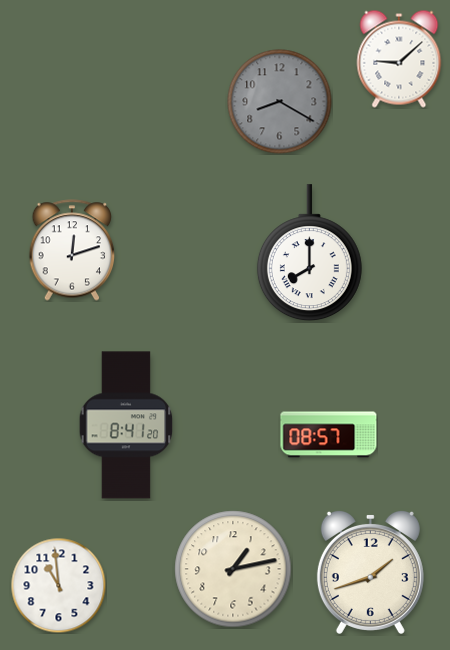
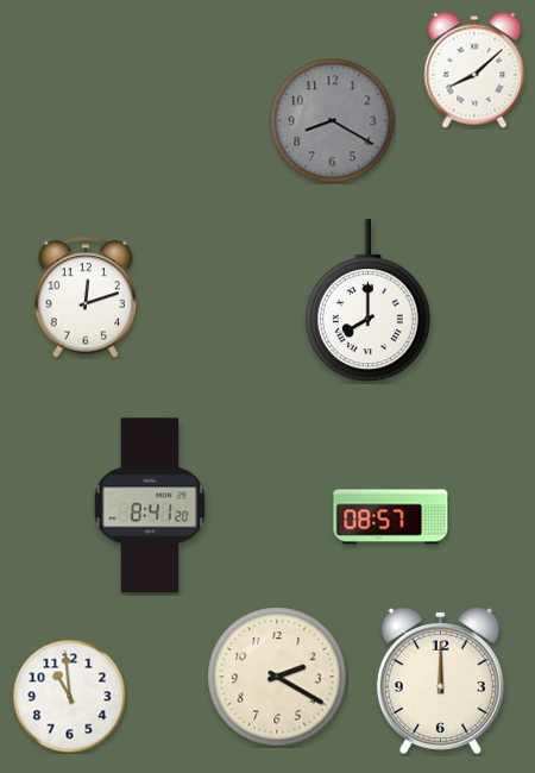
clock at (399, 59): 9:08 -> 8:08
clock at (233, 569): 1:13 -> 2:20
clock at (370, 572): 1:42 -> 12:00
